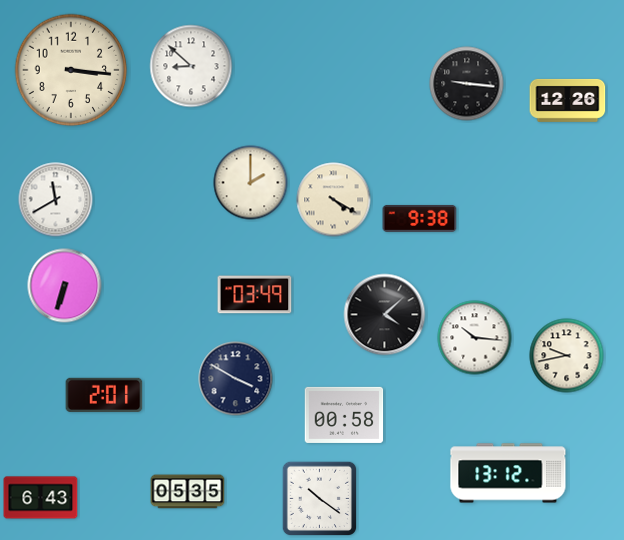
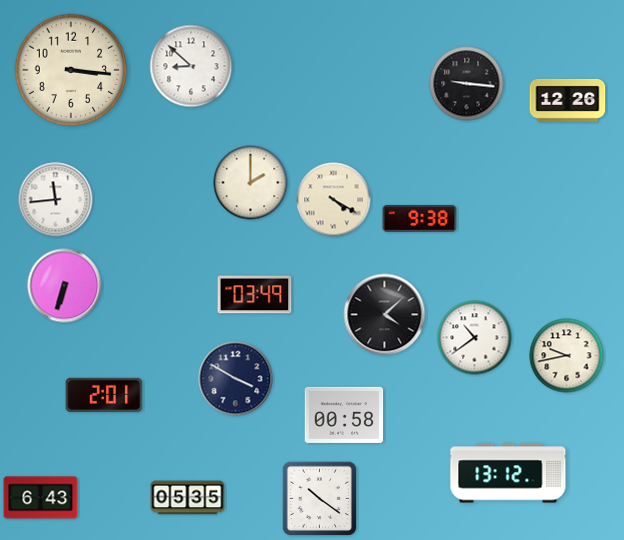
clock at (56, 200): 11:40 -> 11:44
clock at (475, 338): 10:16 -> 10:39
clock at (188, 492) position: (188, 492) -> (188, 498)
